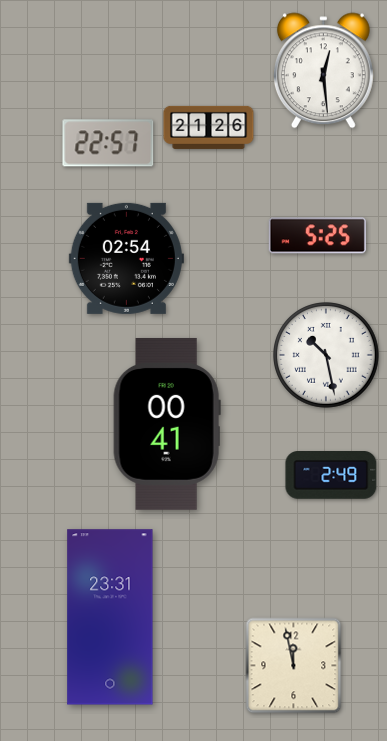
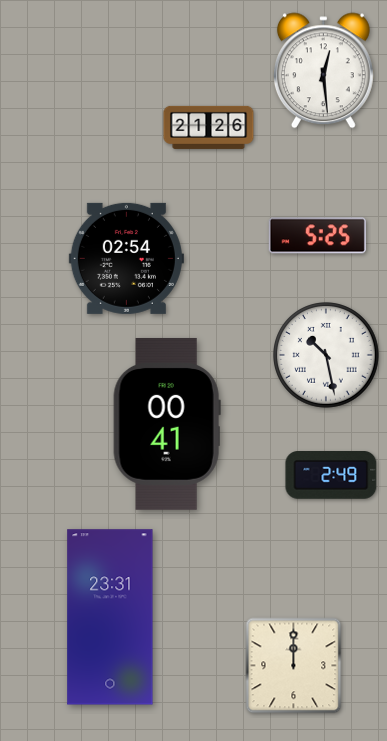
clock at (108, 143): 22:57 -> none
clock at (294, 666): 11:58 -> 12:00
